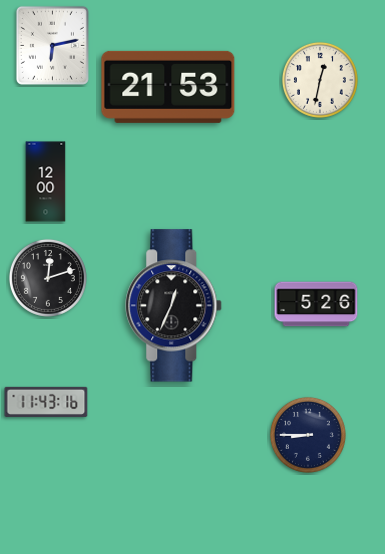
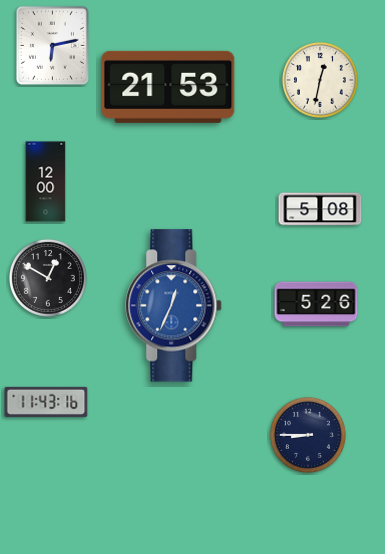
clock at (320, 209): none -> 5:08
clock at (48, 278): 12:12 -> 12:50
clock at (174, 306) dial: black -> blue
